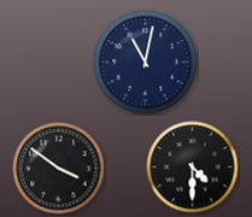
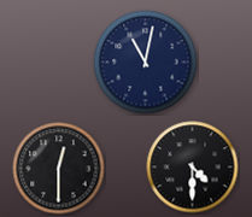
clock at (59, 169): 3:51 -> 12:30
